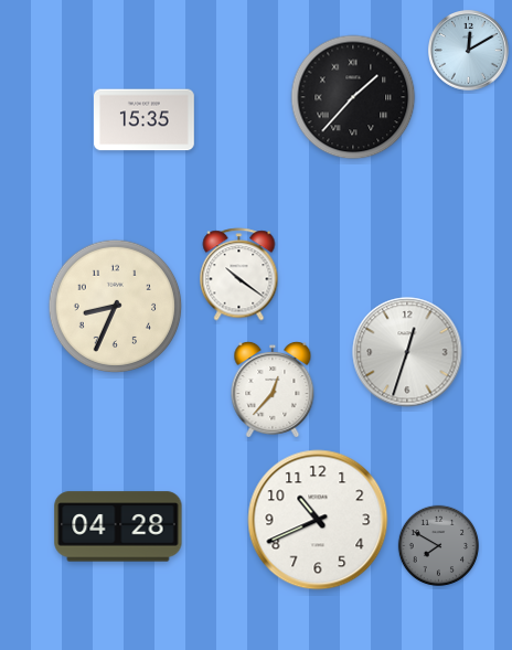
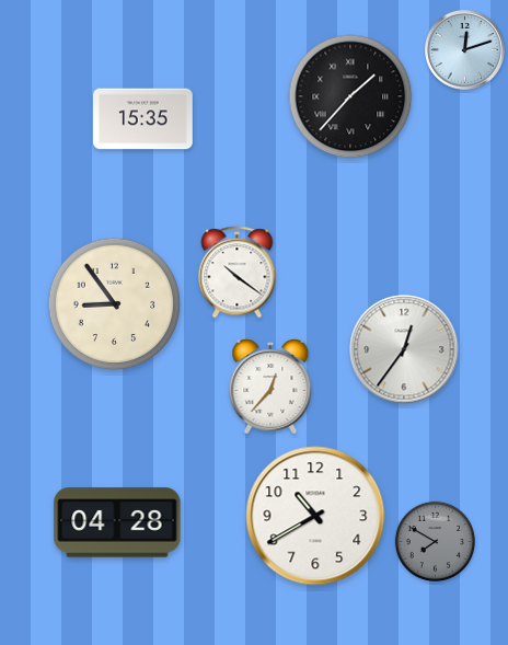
clock at (469, 51): 12:10 -> 12:12
clock at (116, 307): 8:34 -> 8:54
clock at (407, 352): 12:33 -> 12:36
clock at (318, 520): 10:41 -> 10:40
